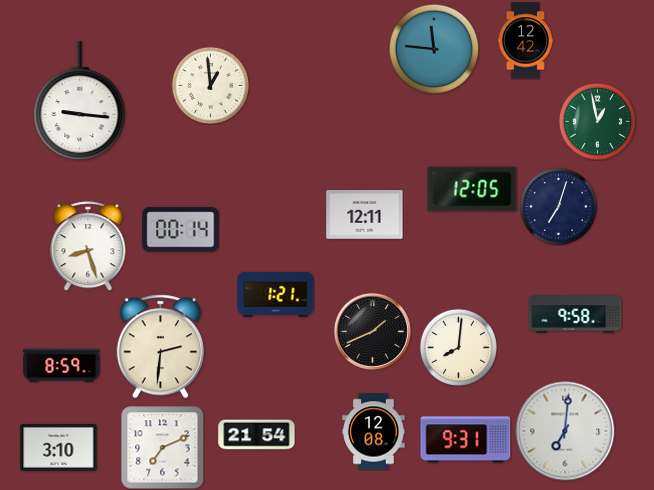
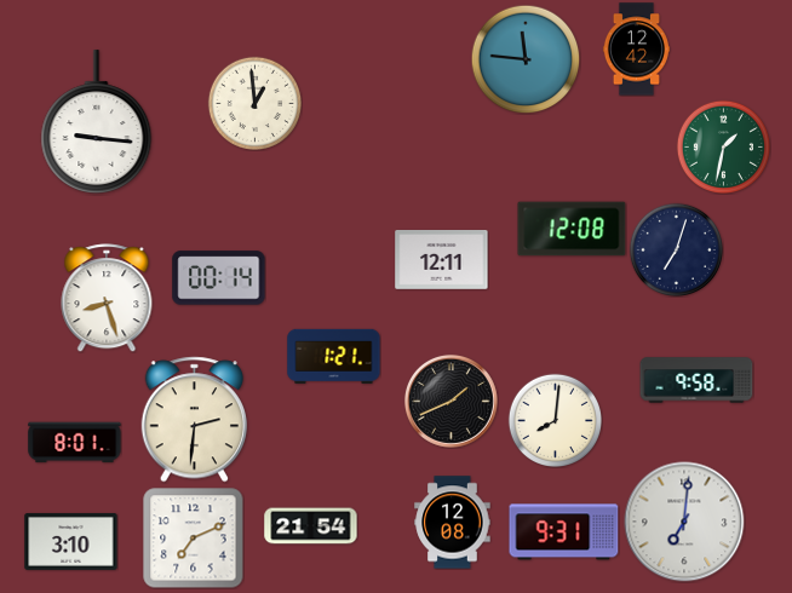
clock at (597, 121): 12:58 -> 1:32
clock at (472, 189): 12:05 -> 12:08
clock at (62, 366): 8:59 -> 8:01
clock at (163, 448) position: (163, 448) -> (194, 539)
